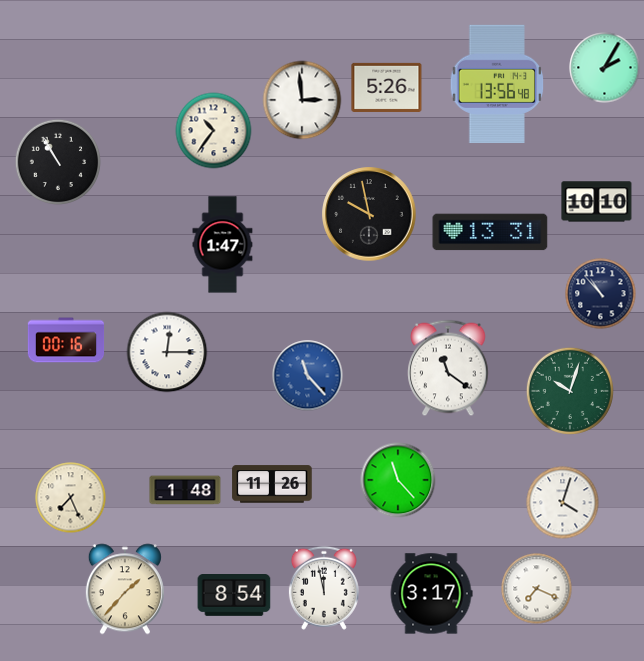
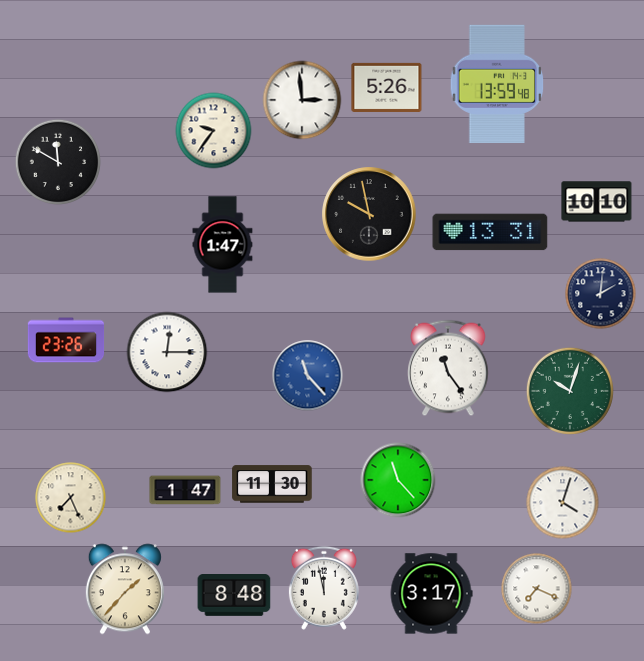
clock at (605, 68): 2:05 -> none
clock at (497, 84): 13:56 -> 13:59
clock at (214, 131): 10:36 -> 9:36
clock at (58, 162): 10:55 -> 11:50
clock at (601, 294): 10:53 -> 2:01
clock at (66, 340): 00:16 -> 23:26
clock at (448, 368): 11:21 -> 11:24
clock at (272, 484): 11:26 -> 11:30
clock at (185, 490): 1:48 -> 1:47
clock at (234, 596): 8:54 -> 8:48
